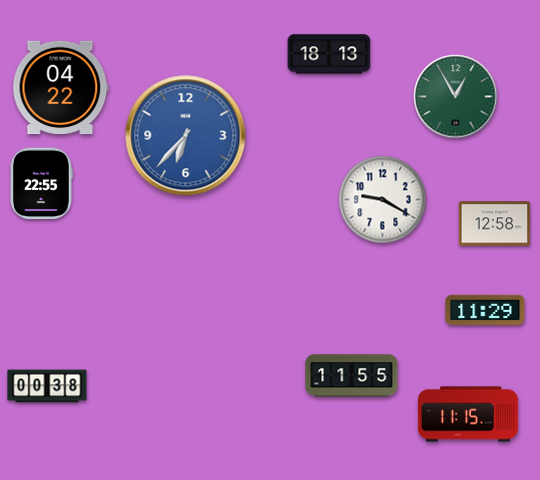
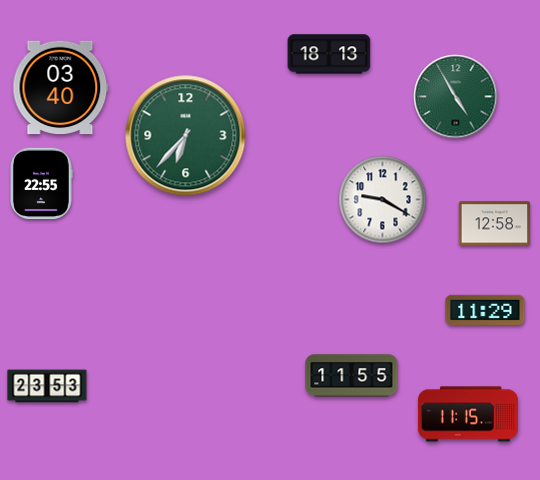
clock at (61, 88): 04:22 -> 03:40
clock at (456, 97): 12:55 -> 4:55
clock at (186, 136) dial: blue -> green
clock at (47, 386): 00:38 -> 23:53
